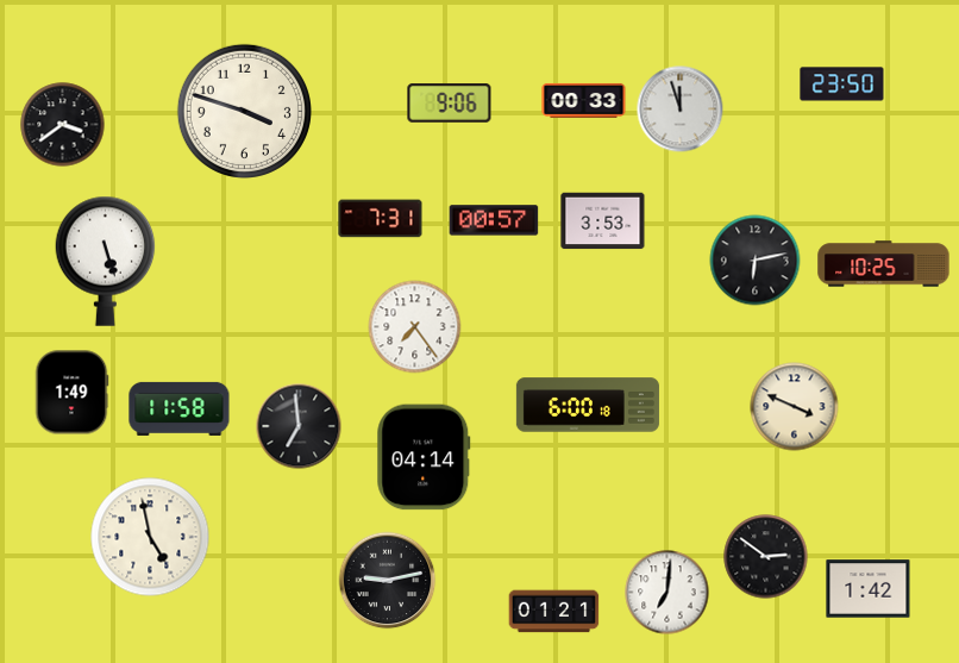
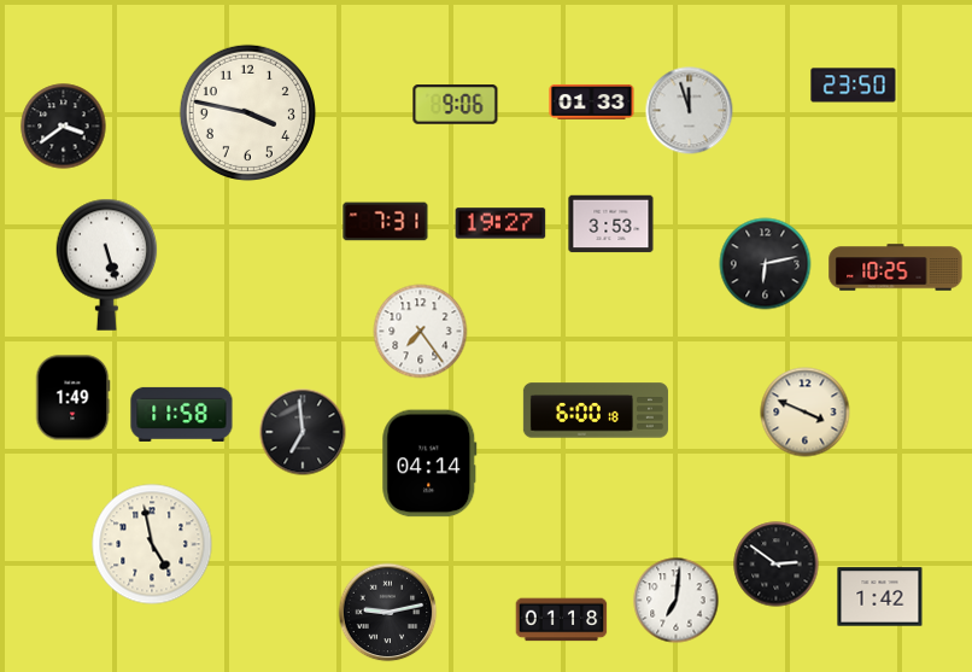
clock at (584, 101): 00:33 -> 01:33
clock at (244, 111): 3:48 -> 3:47
clock at (494, 220): 00:57 -> 19:27
clock at (388, 581) position: (388, 581) -> (388, 613)
clock at (554, 612): 01:21 -> 01:18
